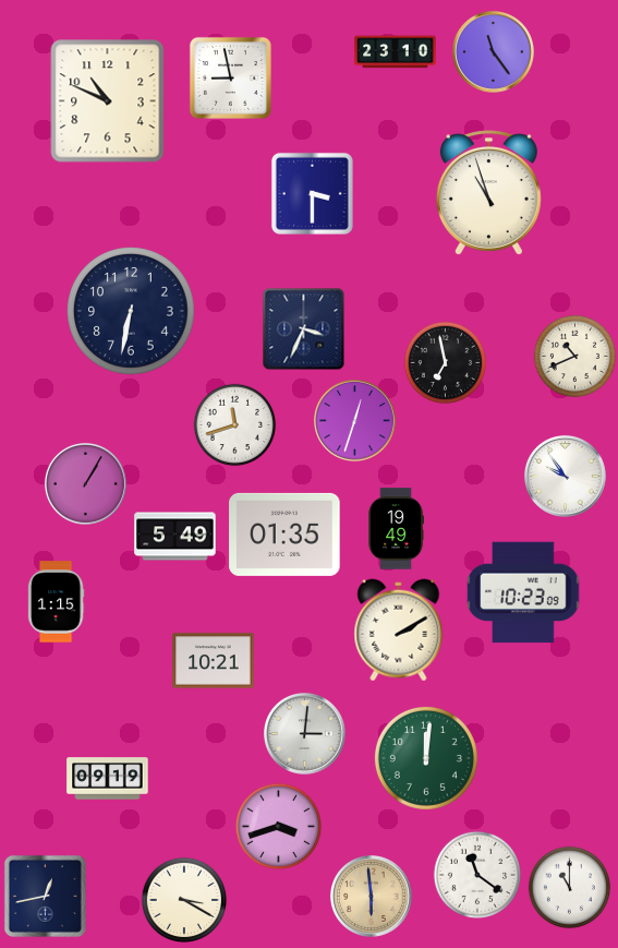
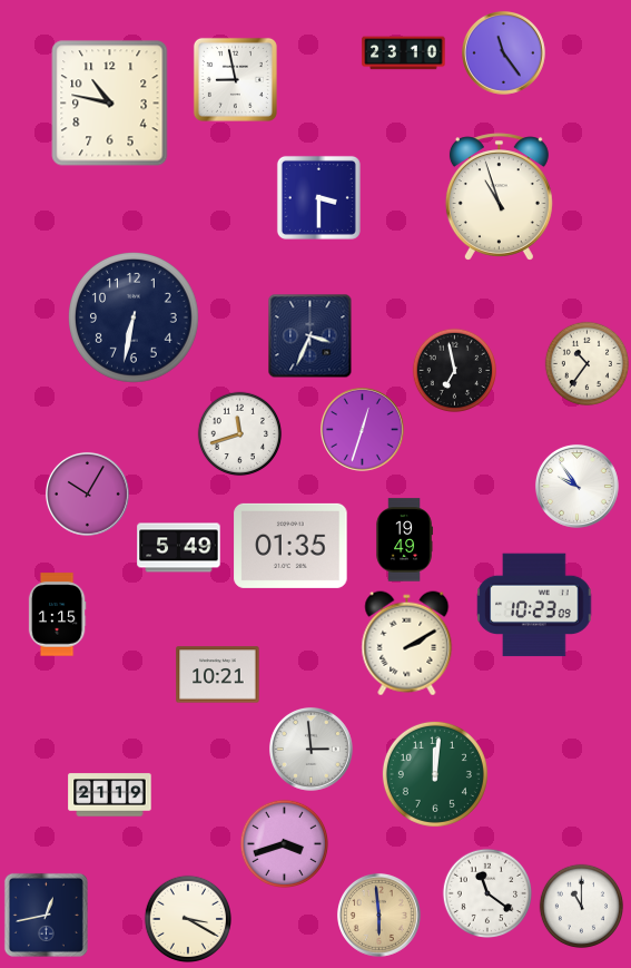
clock at (108, 101): 10:49 -> 10:47
clock at (575, 357): 10:41 -> 10:36
clock at (85, 483): 1:05 -> 10:05
clock at (304, 733): 3:01 -> 2:59
clock at (108, 779): 09:19 -> 21:19
